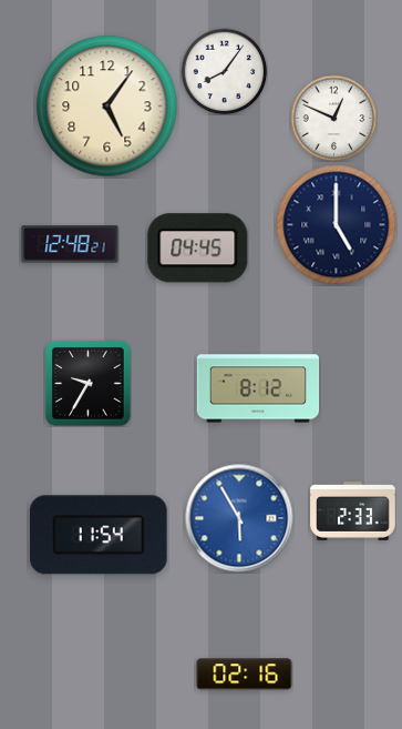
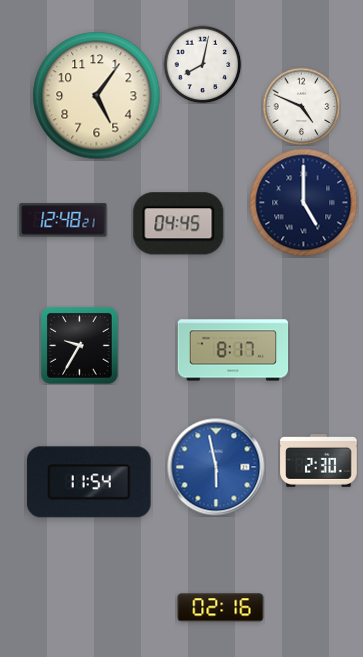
clock at (224, 71): 8:06 -> 8:02
clock at (333, 118): 12:49 -> 4:49
clock at (258, 388): 8:12 -> 8:17
clock at (353, 512): 2:33 -> 2:30
clock at (239, 518): 5:55 -> 5:58
